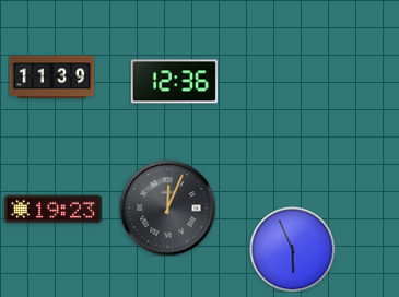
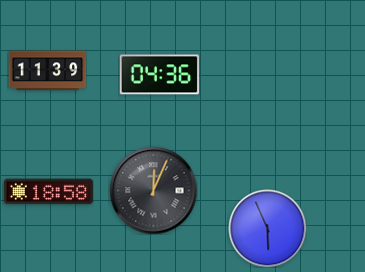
clock at (174, 82): 12:36 -> 04:36
clock at (52, 210): 19:23 -> 18:58
